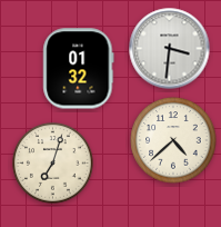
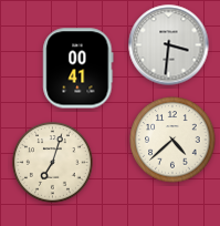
clock at (170, 49) position: (170, 49) -> (169, 45)
clock at (79, 69): 01:32 -> 00:41
